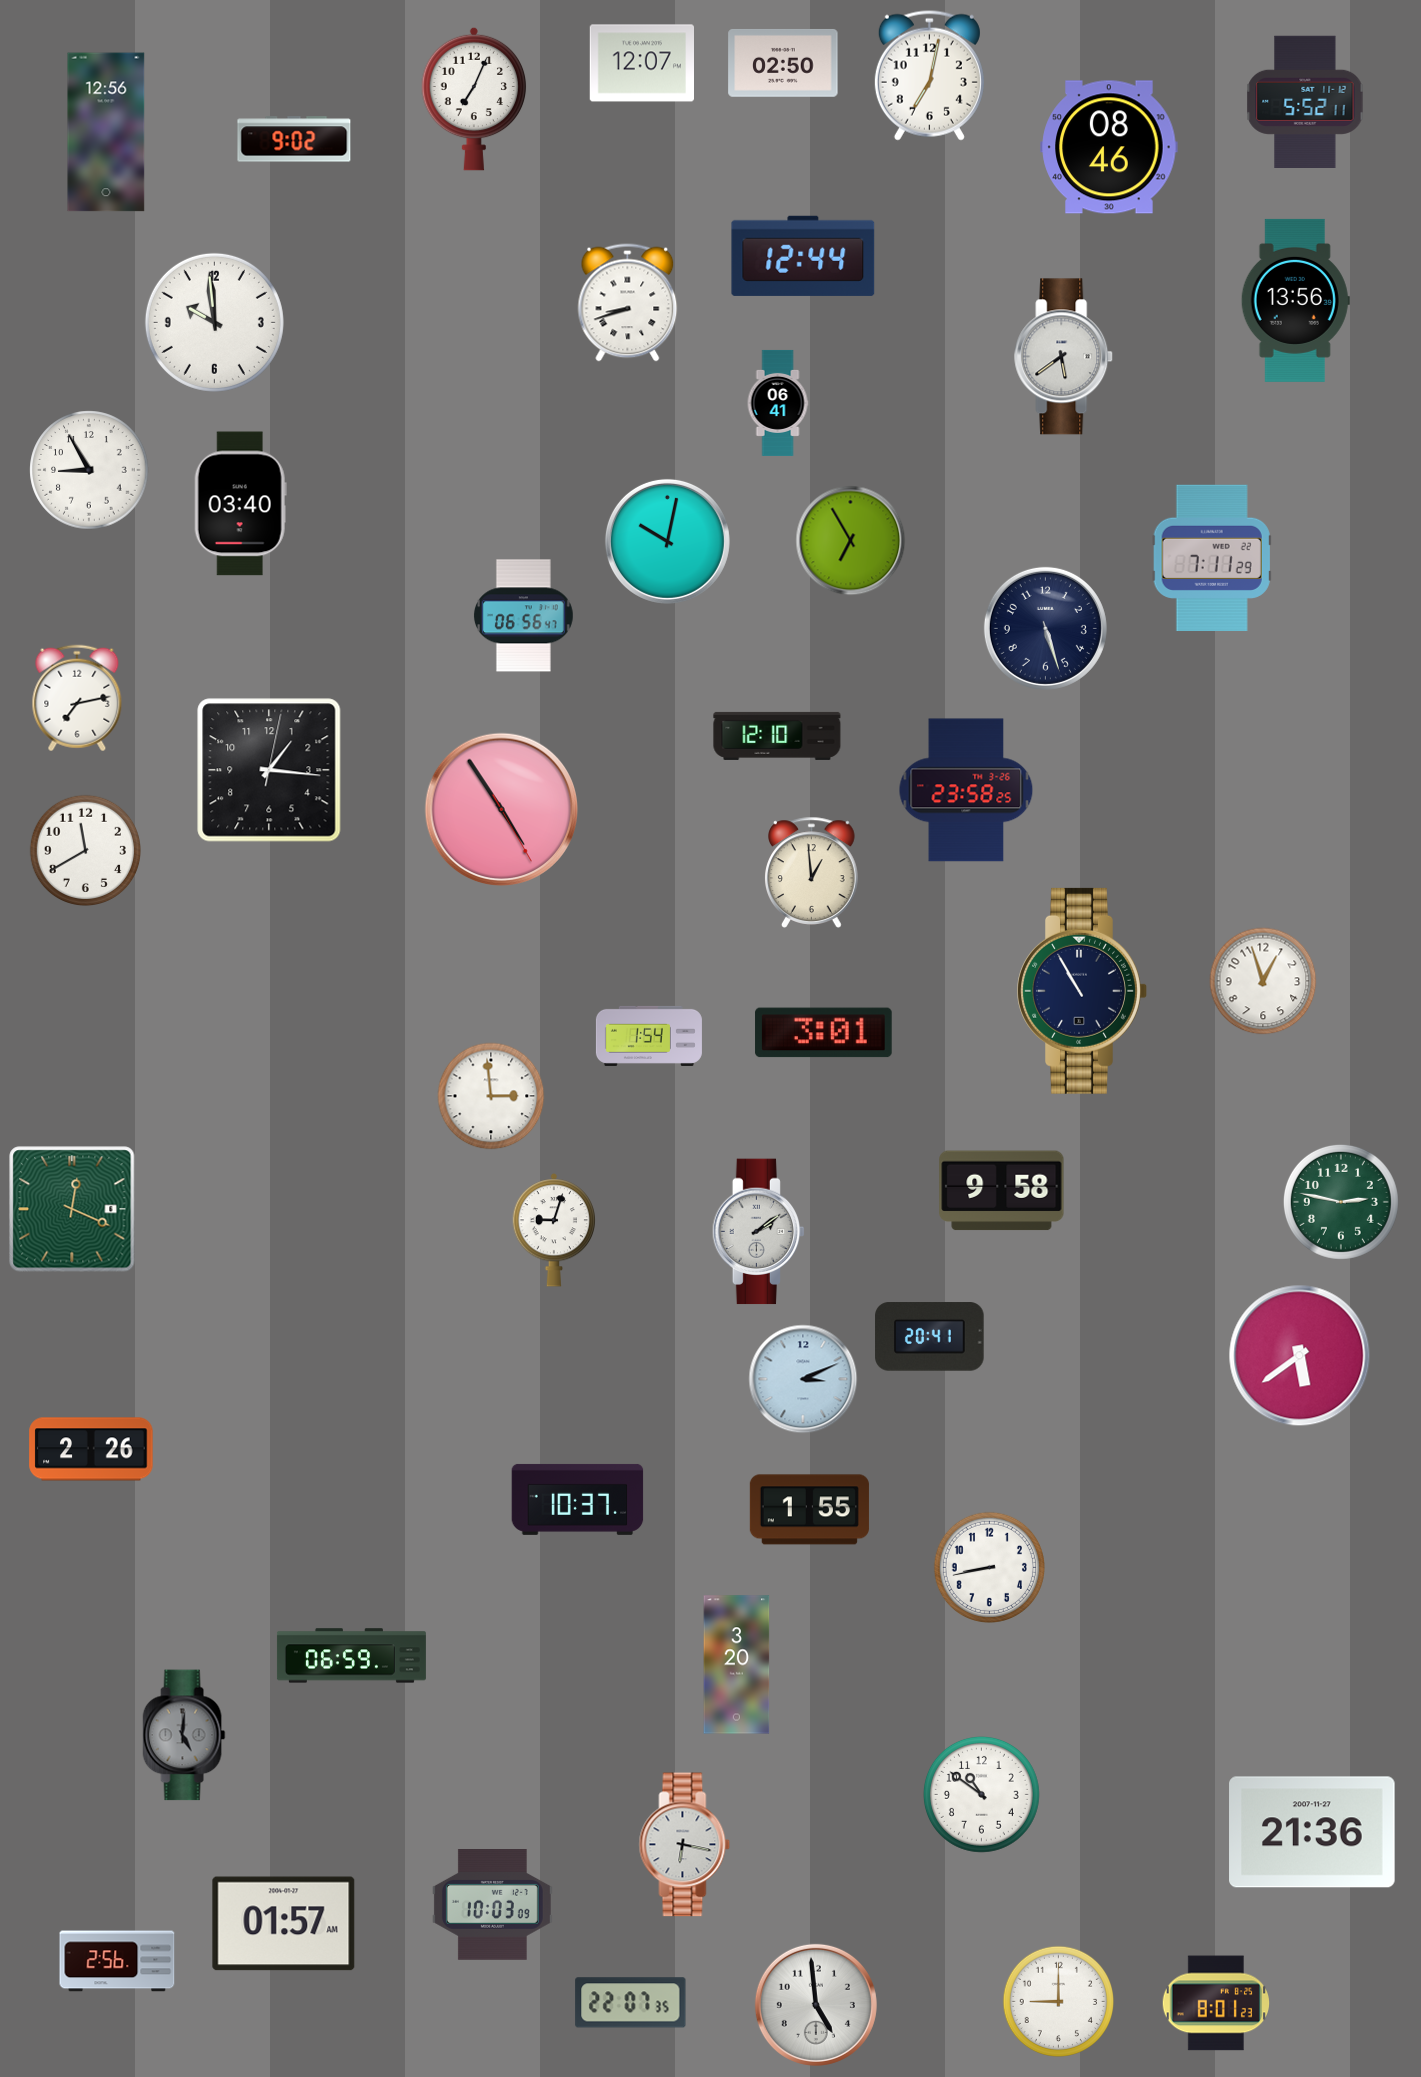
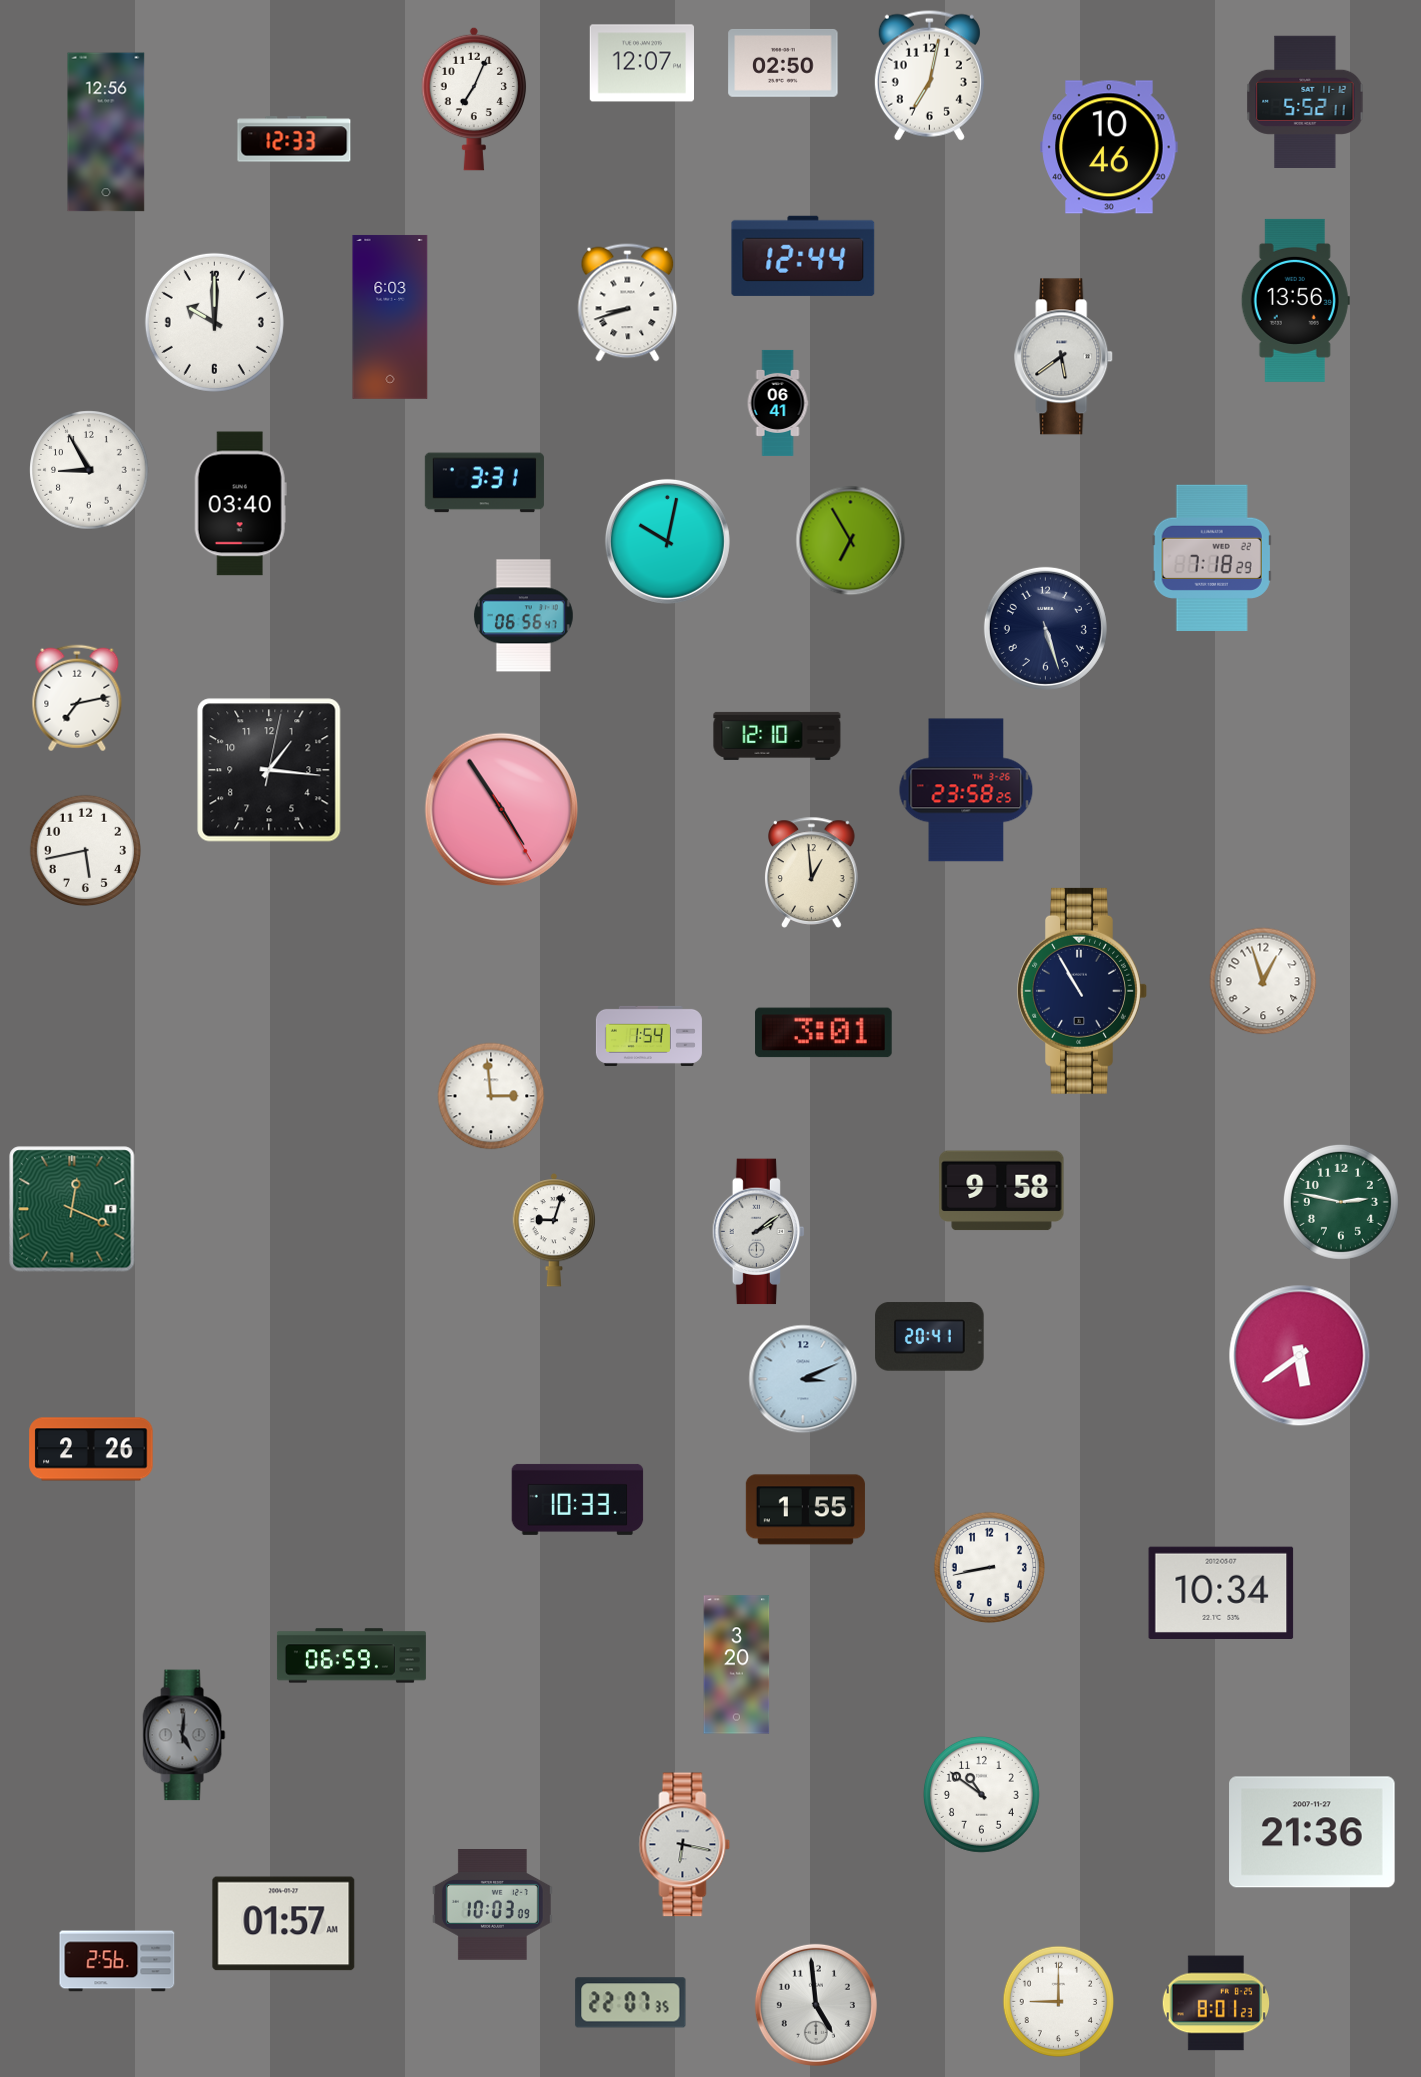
clock at (294, 139): 9:02 -> 12:33
clock at (1109, 147): 08:46 -> 10:46
clock at (390, 317): none -> 6:03
clock at (214, 322): 9:59 -> 10:00
clock at (484, 483): none -> 3:31
clock at (1212, 558): 7:11 -> 7:18
clock at (85, 850): 11:40 -> 5:43
clock at (578, 1499): 10:37 -> 10:33
clock at (809, 1510) position: (809, 1510) -> (805, 1510)
clock at (1221, 1592): none -> 10:34
